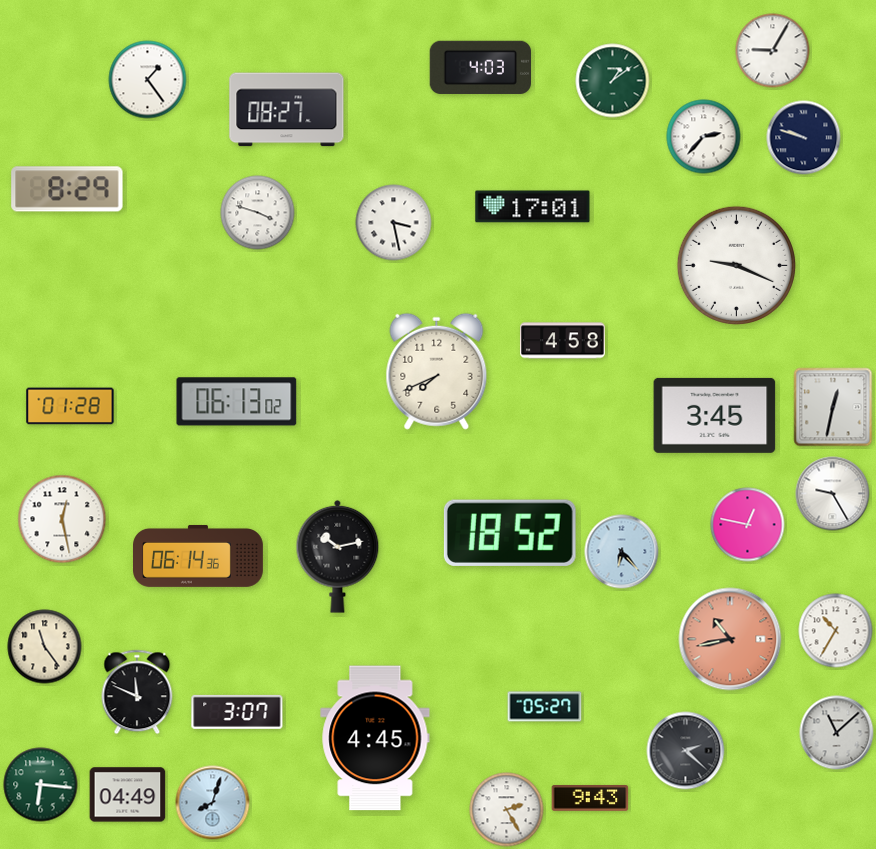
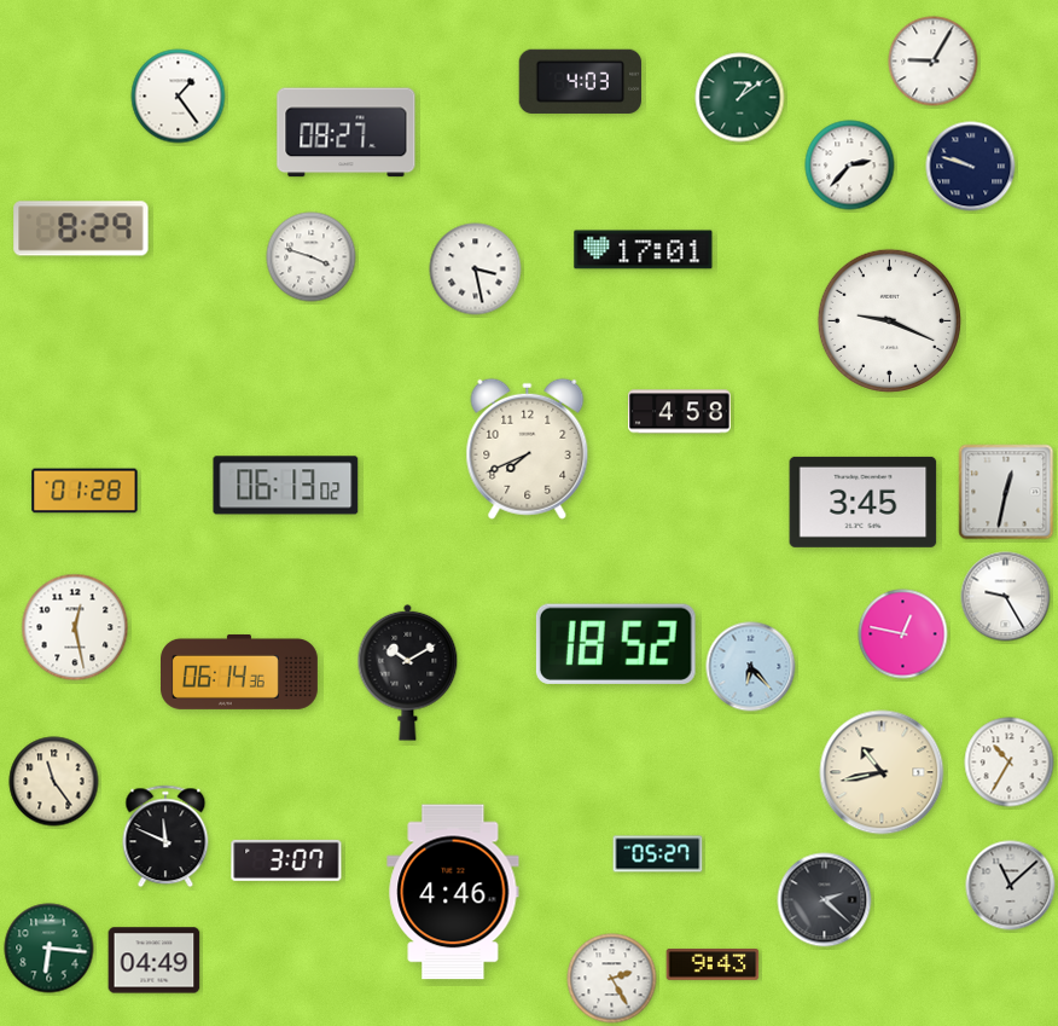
clock at (338, 556): 10:13 -> 10:10
clock at (730, 639) dial: salmon -> cream
clock at (375, 738): 4:45 -> 4:46
clock at (686, 751) position: (686, 751) -> (825, 900)
clock at (213, 803): 8:03 -> none
